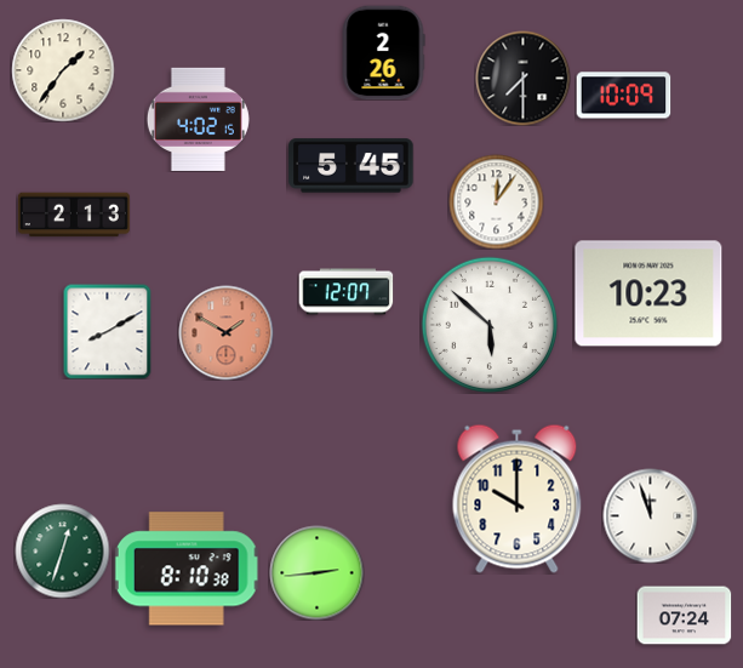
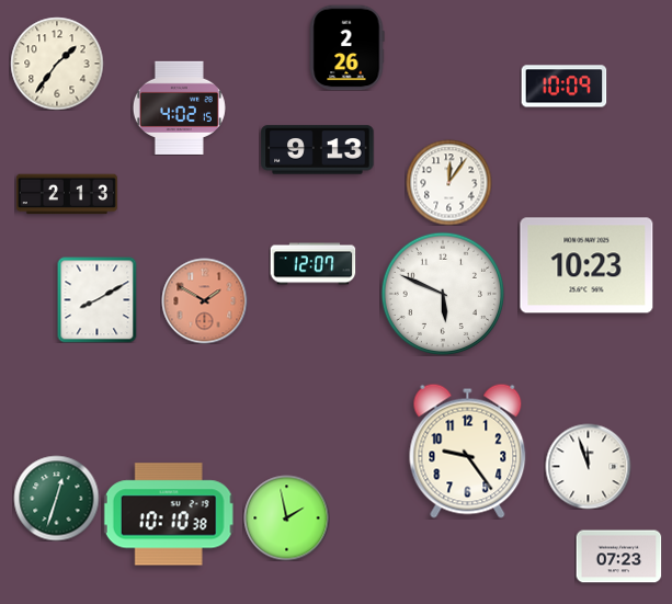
clock at (522, 78): 7:30 -> none
clock at (352, 166): 5:45 -> 9:13
clock at (488, 324): 5:52 -> 5:49
clock at (518, 498): 10:00 -> 9:24
clock at (187, 569): 8:10 -> 10:10
clock at (316, 572): 2:44 -> 1:58
clock at (684, 616): 07:24 -> 07:23
